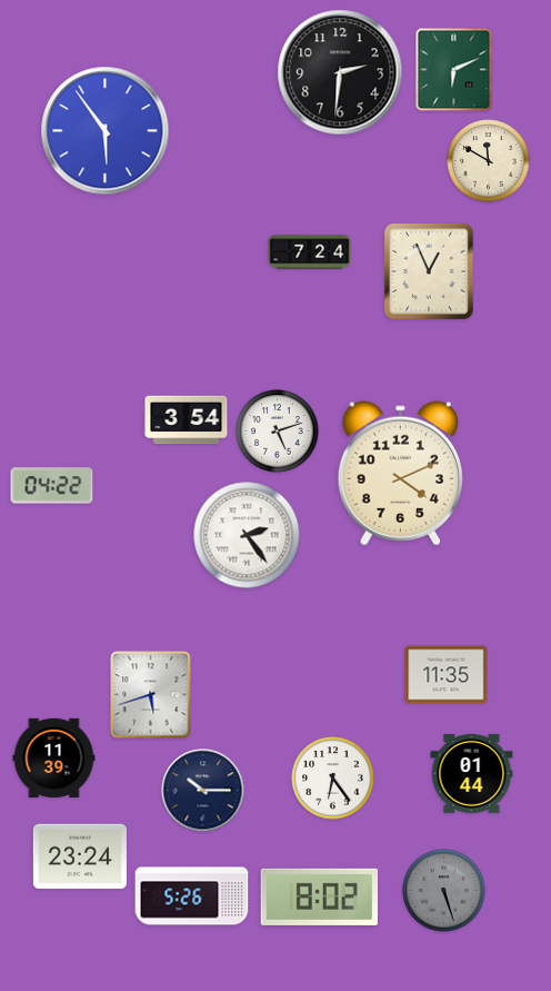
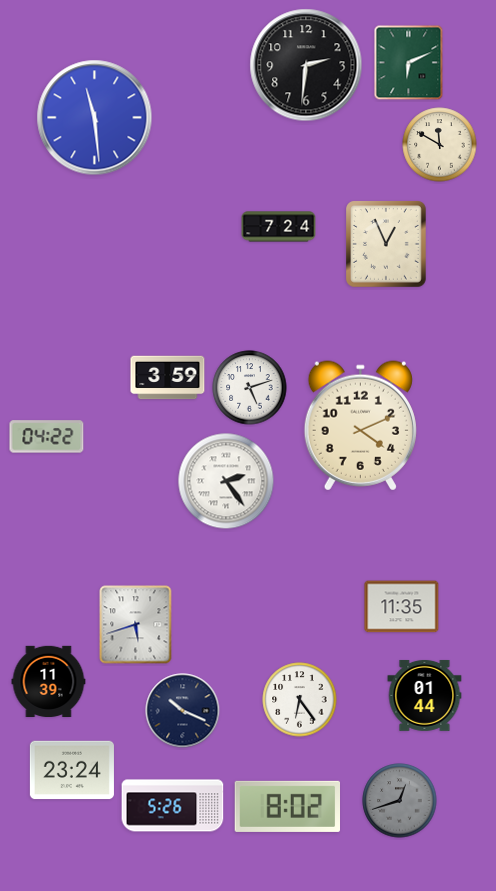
clock at (106, 131): 5:54 -> 11:29
clock at (187, 420): 3:54 -> 3:59
clock at (247, 535) position: (247, 535) -> (226, 481)
clock at (203, 791): 10:15 -> 10:19
clock at (444, 891): 5:27 -> 12:42
